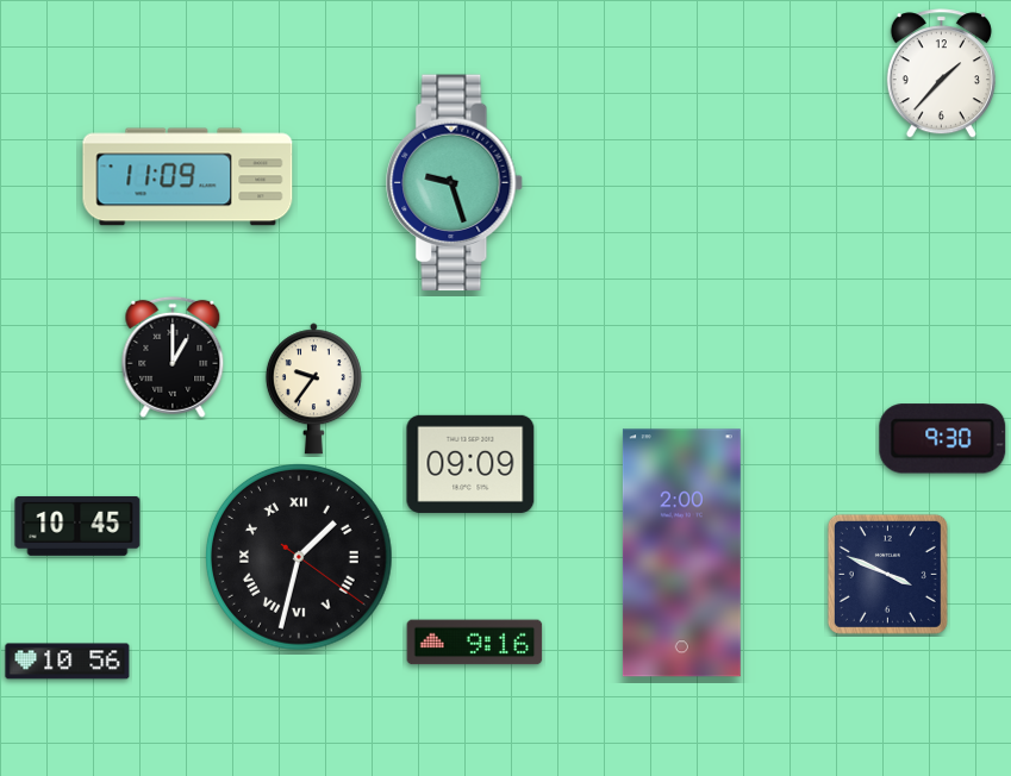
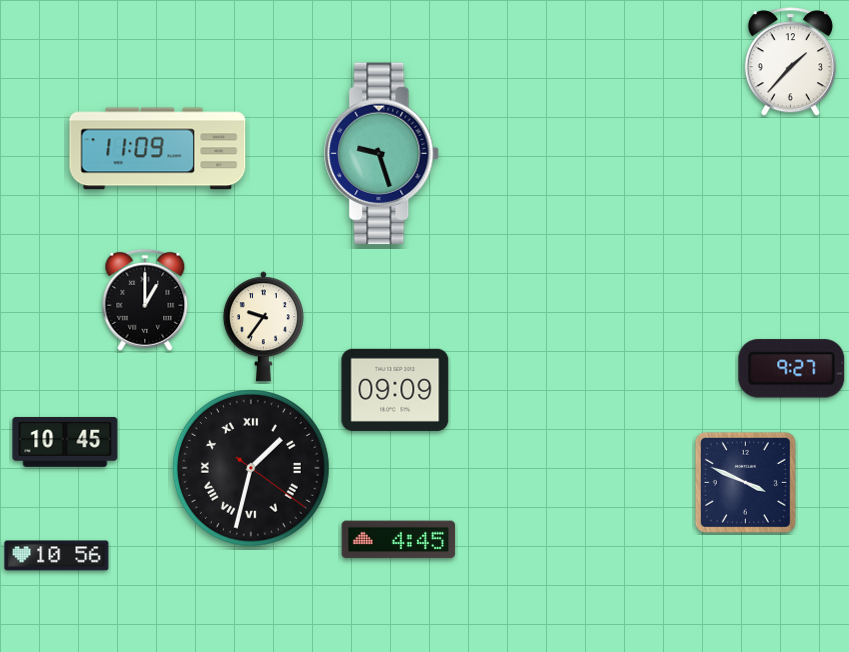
clock at (943, 439): 9:30 -> 9:27
clock at (681, 553): 2:00 -> none
clock at (475, 643): 9:16 -> 4:45
